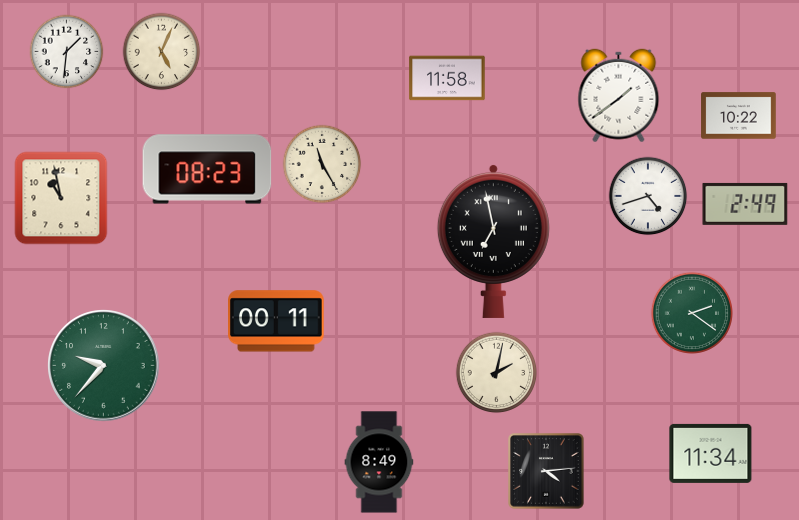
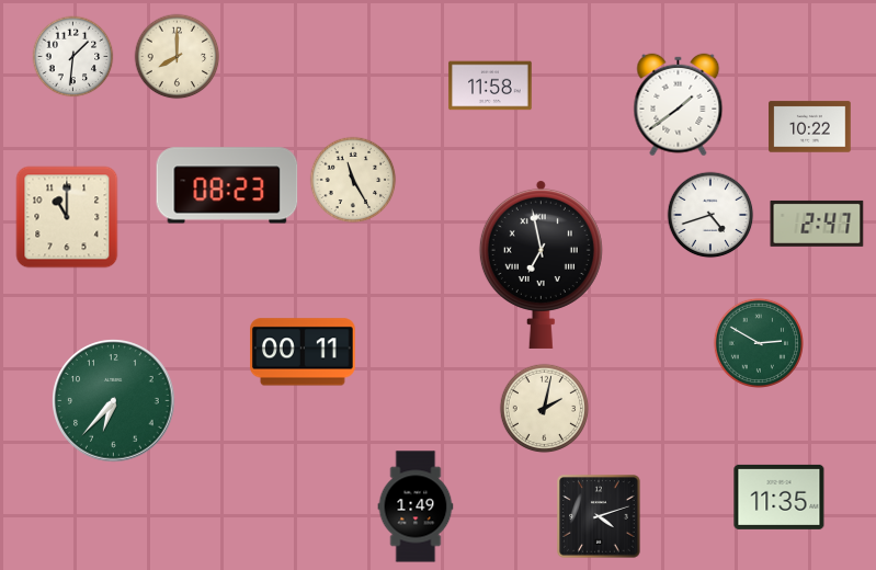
clock at (162, 52): 5:04 -> 8:00
clock at (61, 198): 10:58 -> 11:00
clock at (745, 204): 2:49 -> 2:47
clock at (691, 312): 2:21 -> 2:50
clock at (104, 366): 9:37 -> 6:37
clock at (711, 453): 11:34 -> 11:35
clock at (379, 462): 8:49 -> 1:49
clock at (546, 471): 4:14 -> 4:12
